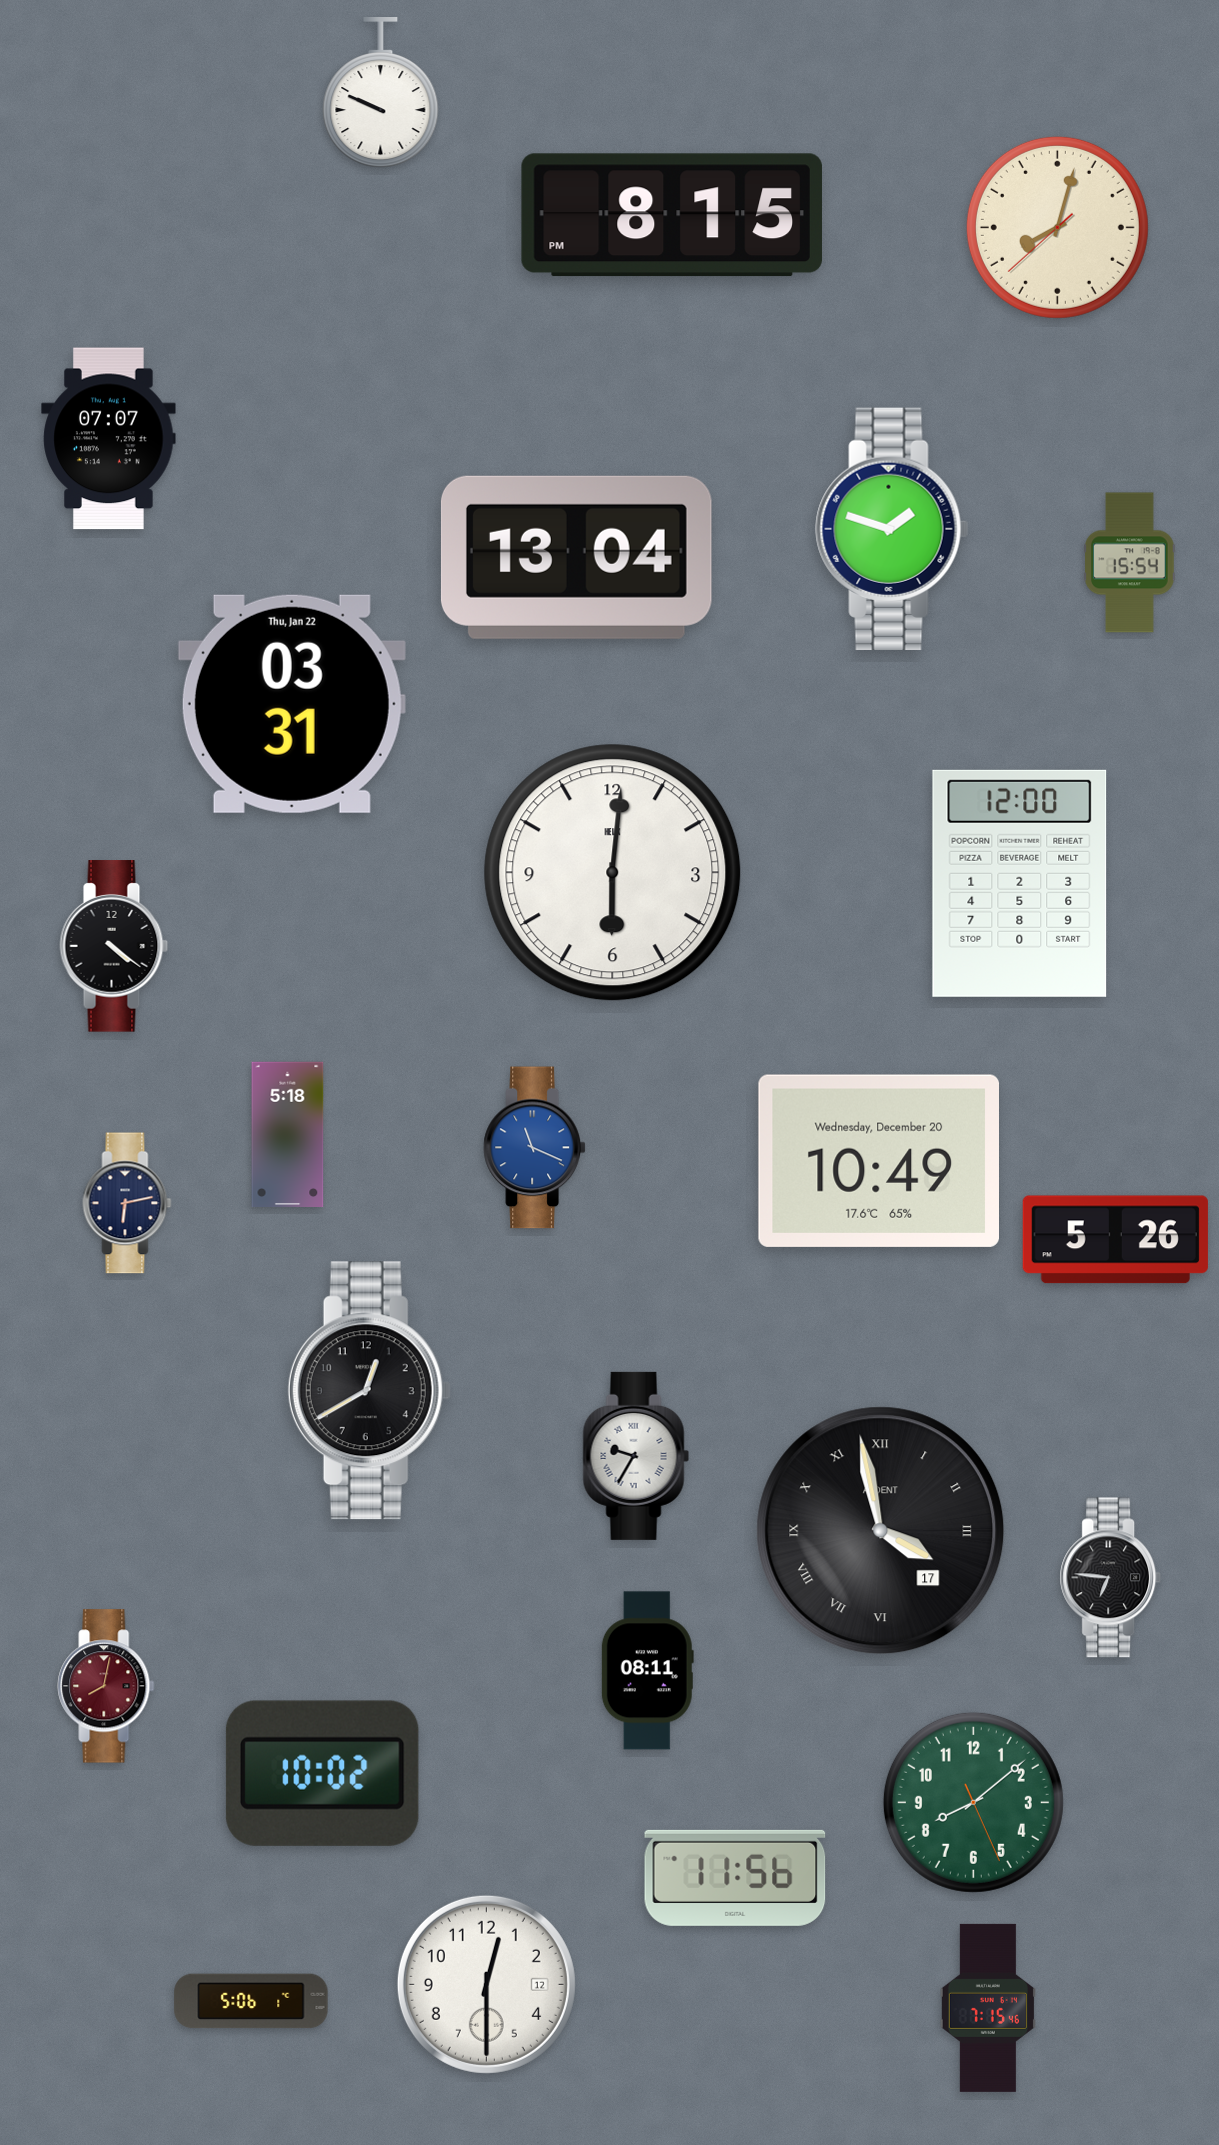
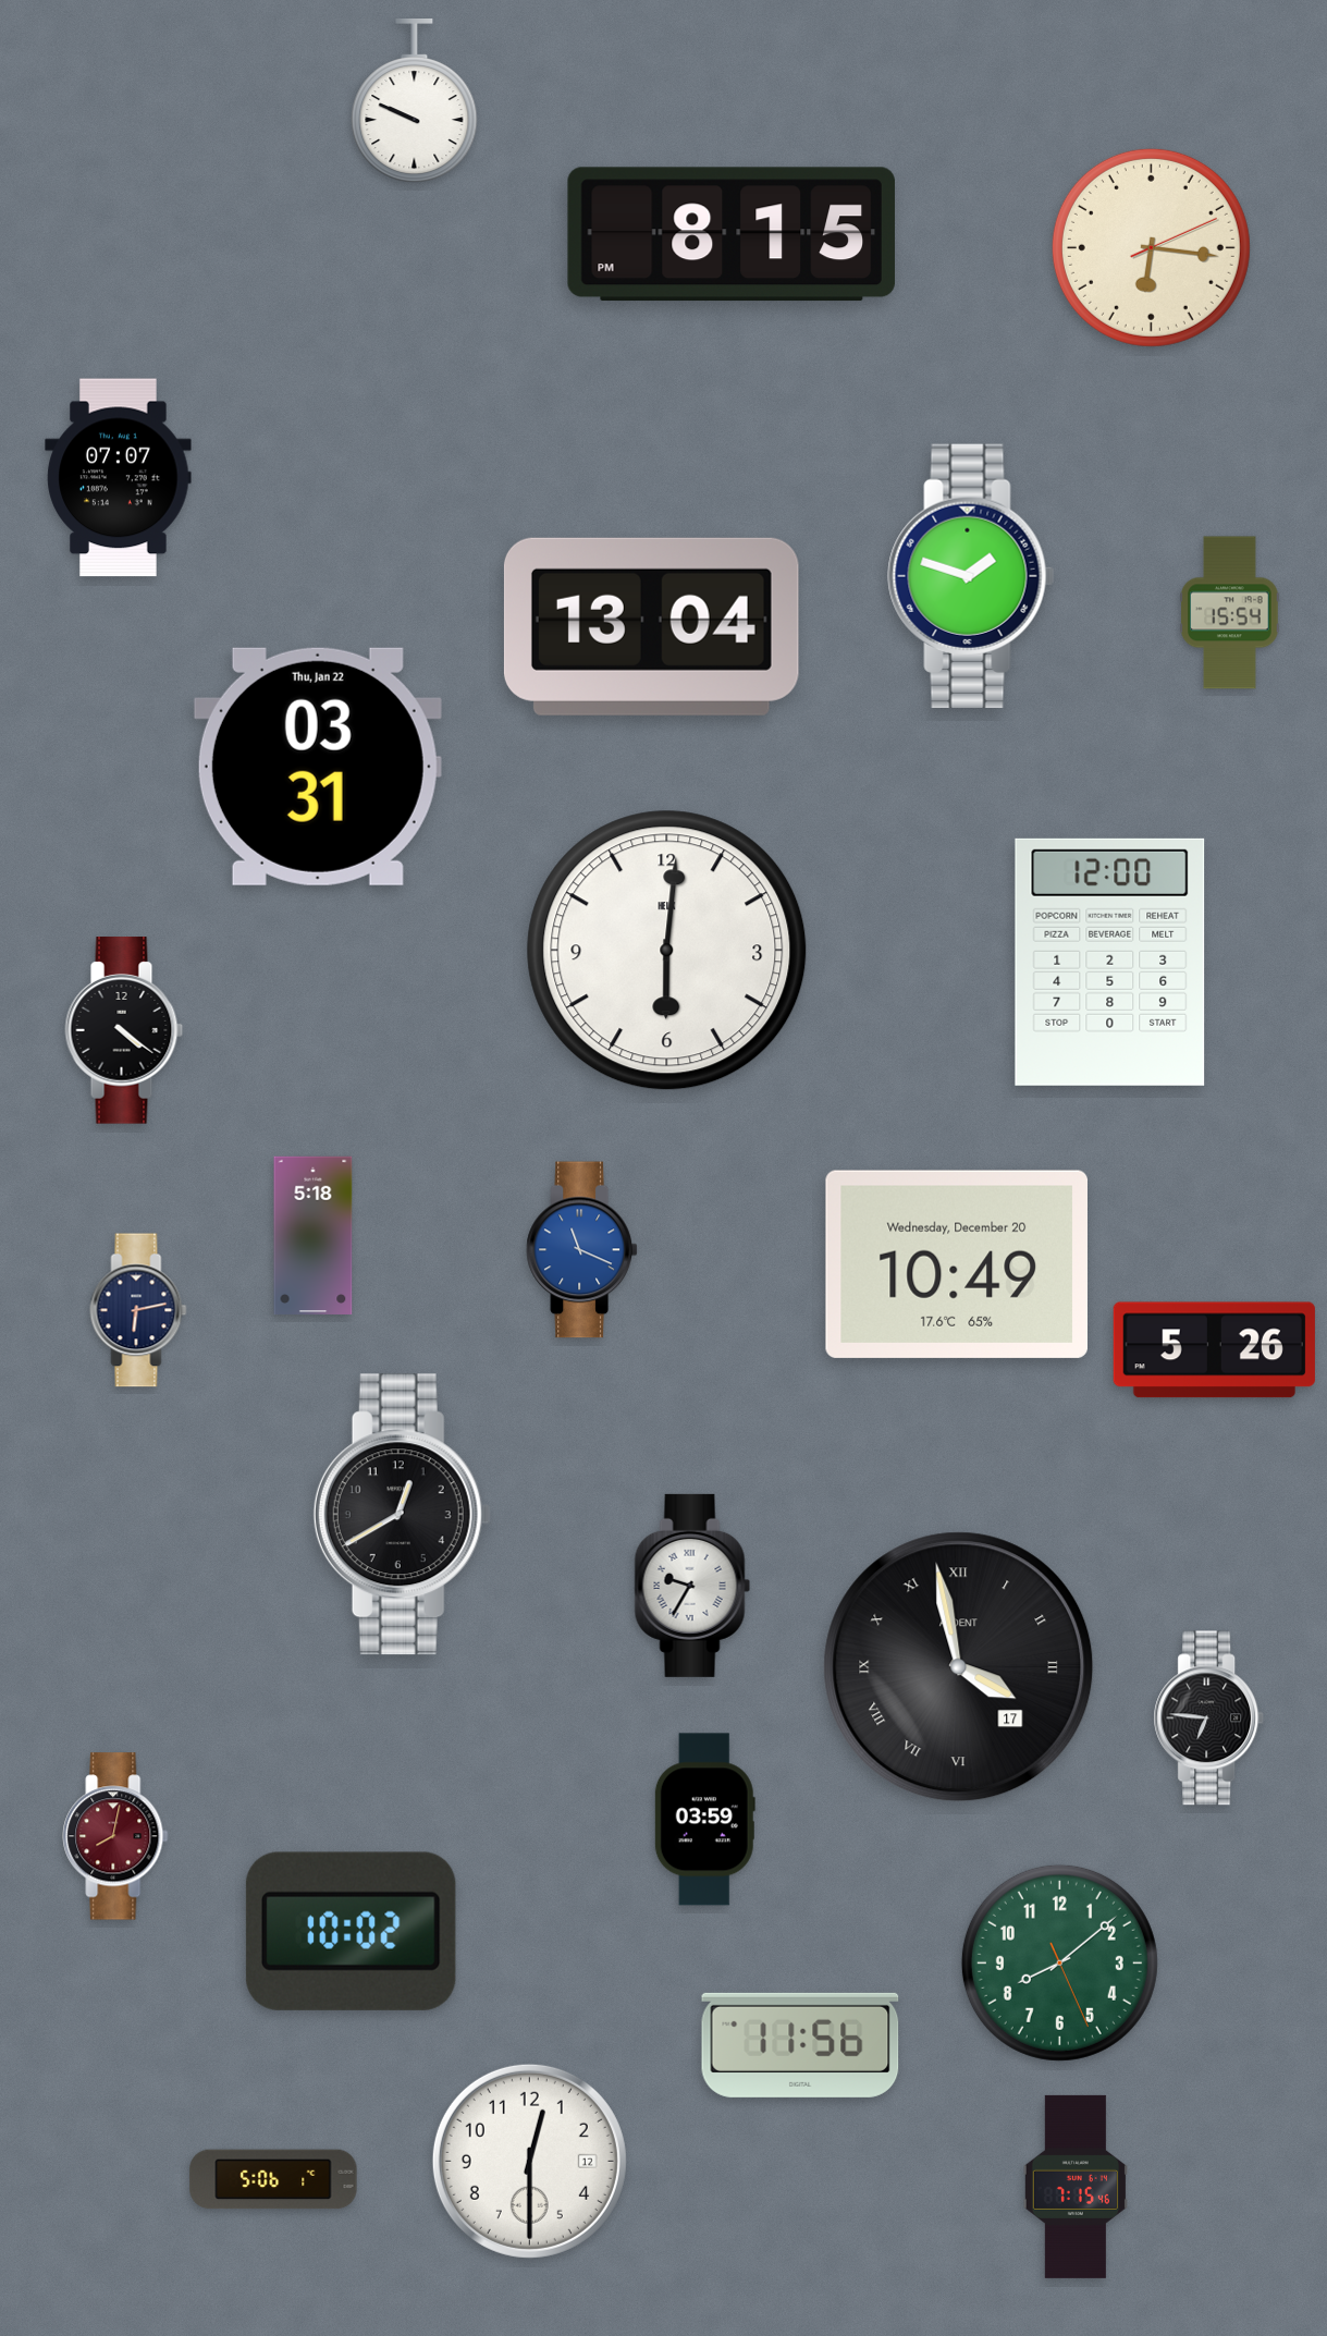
clock at (1057, 227): 8:02 -> 6:16
clock at (576, 557) position: (576, 557) -> (651, 626)
clock at (647, 1671): 08:11 -> 03:59
